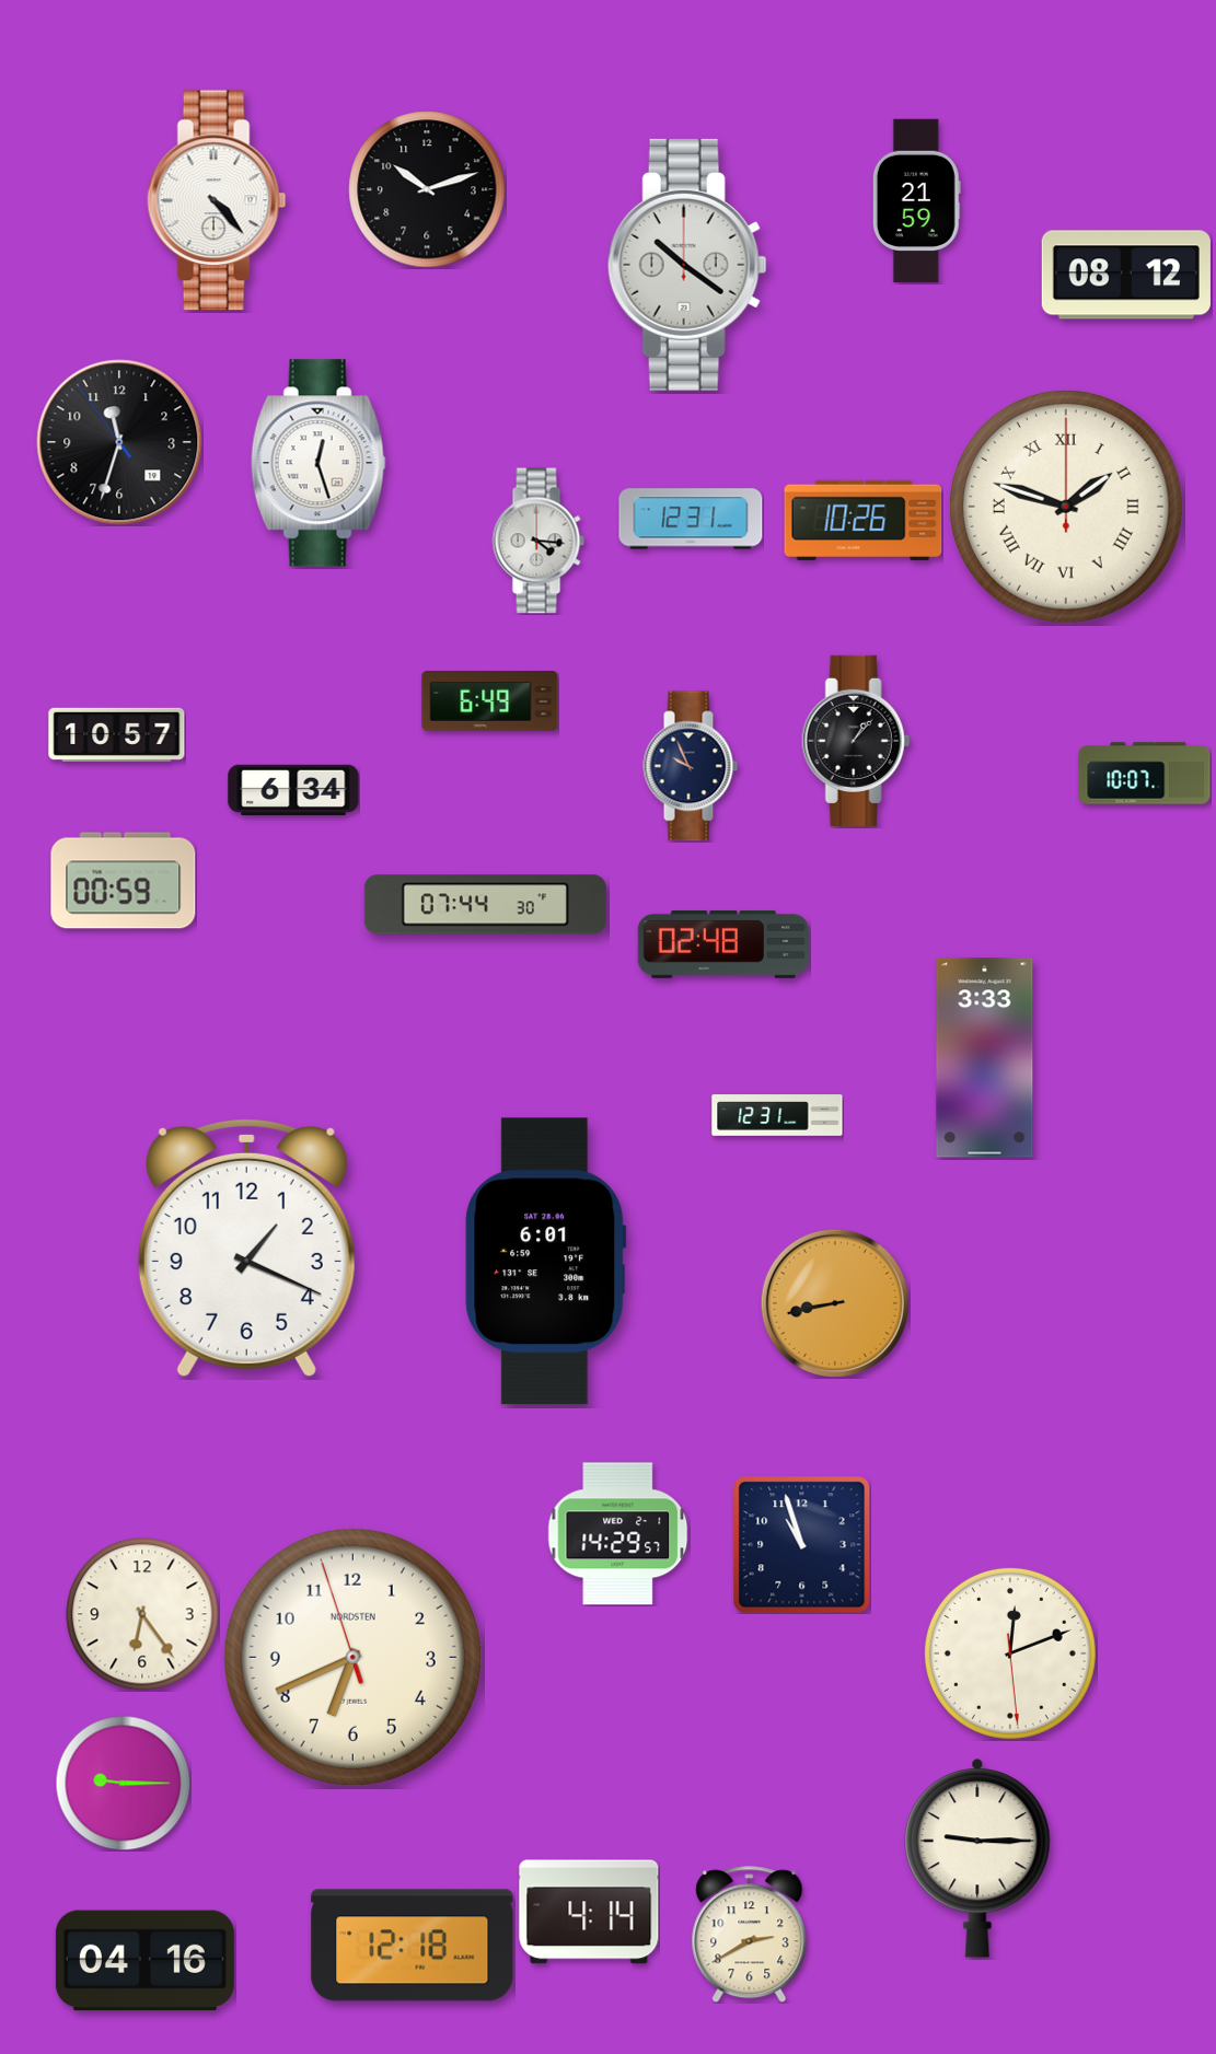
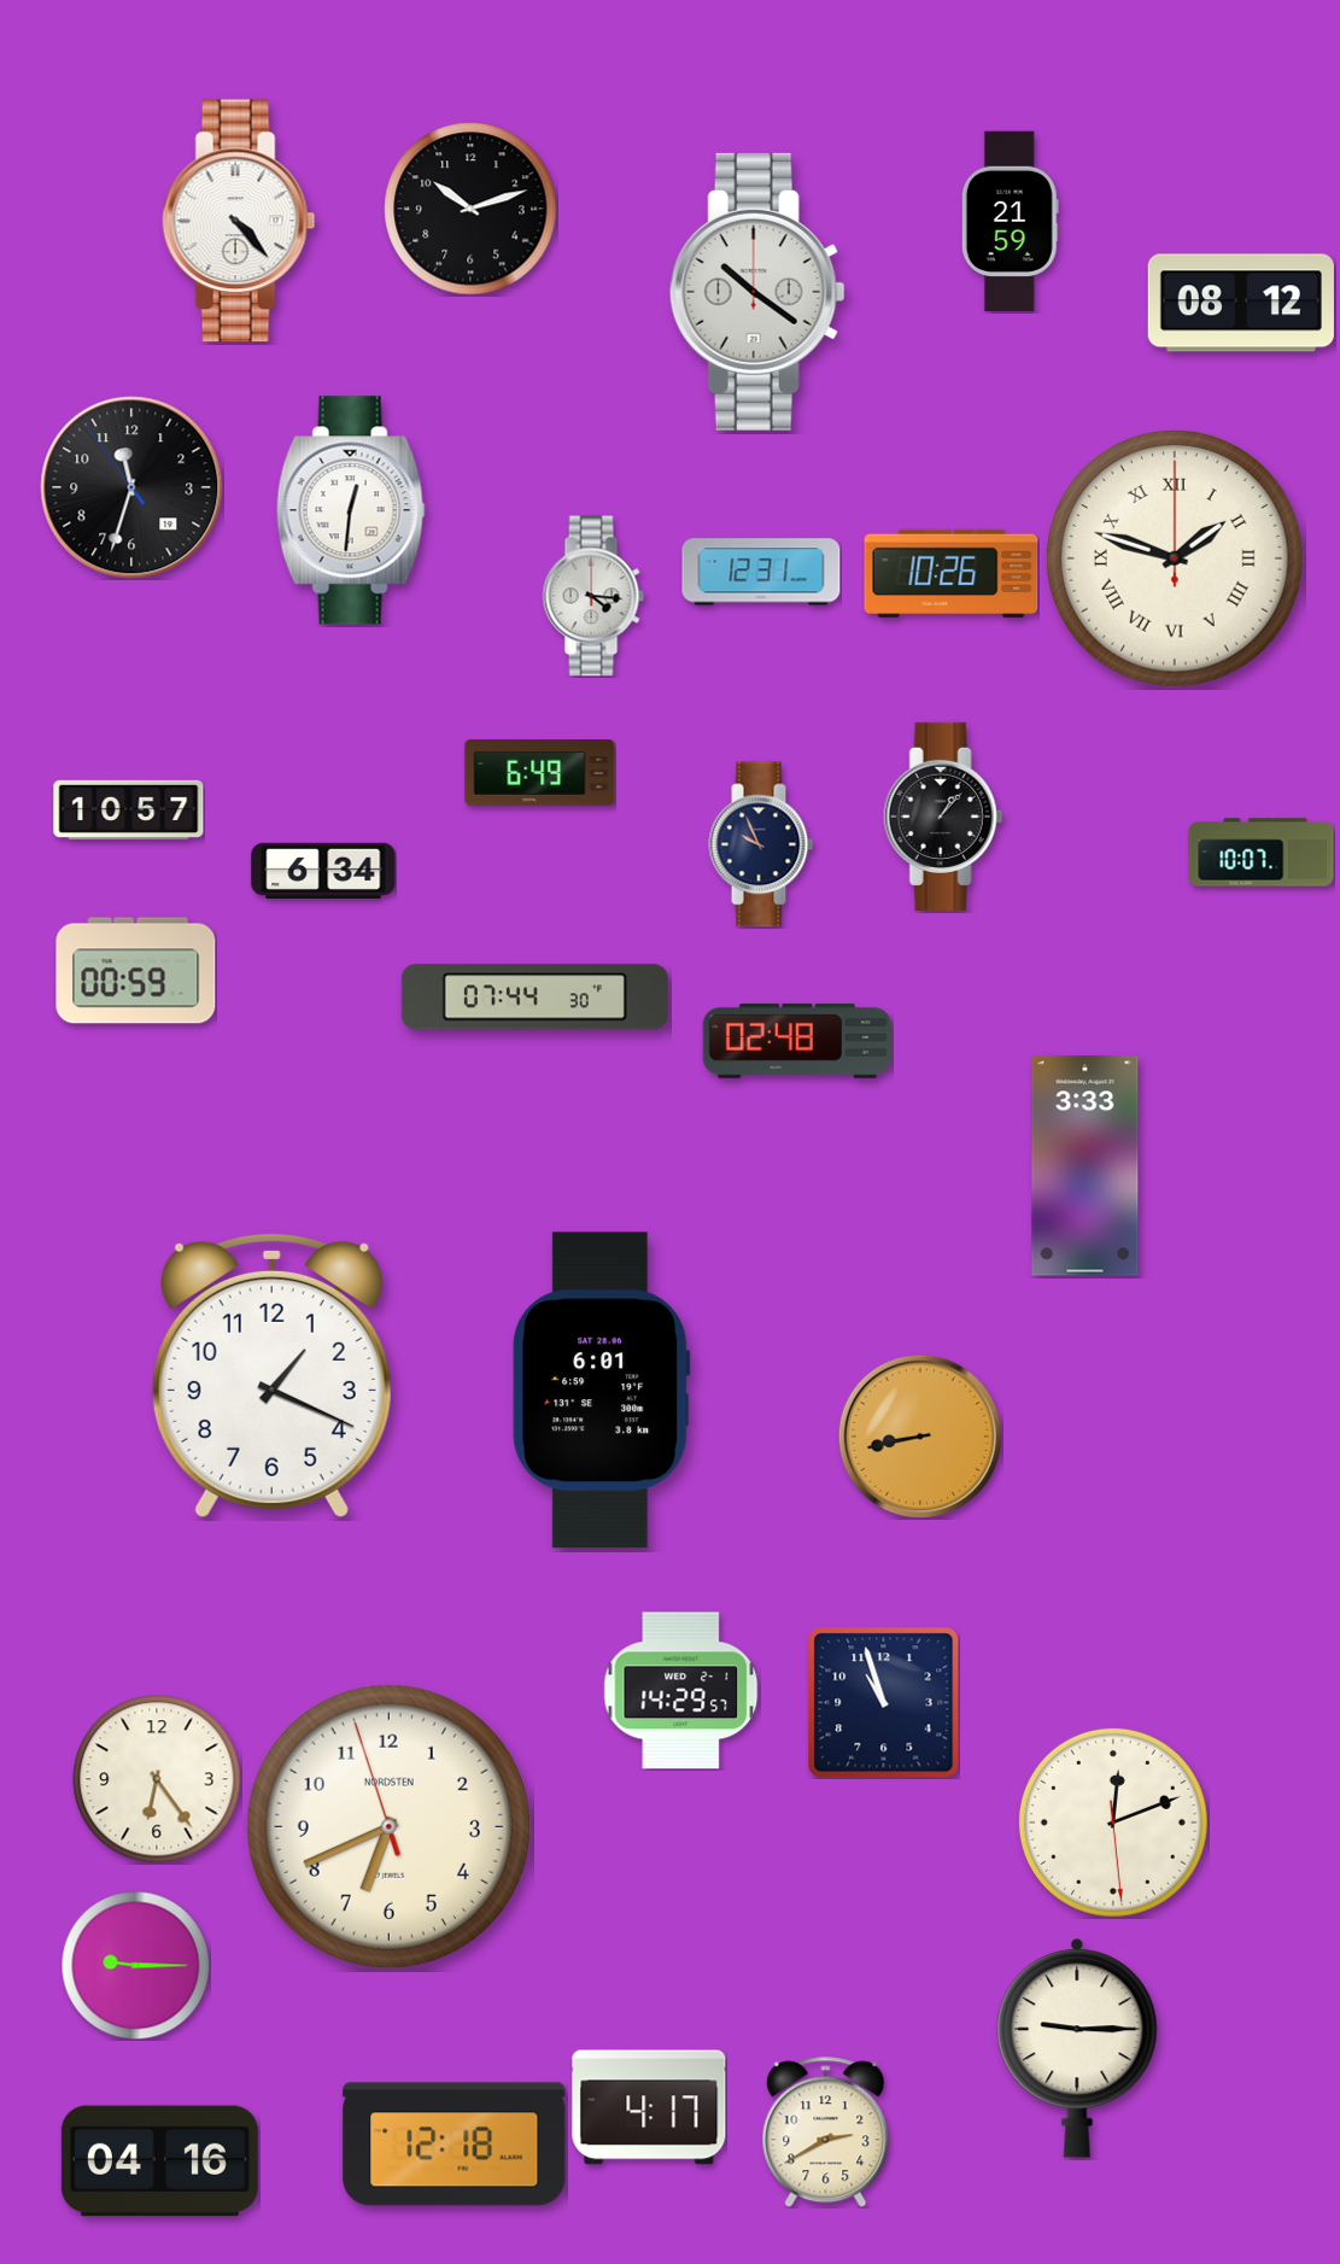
clock at (319, 463): 12:27 -> 12:31
clock at (777, 1115): 12:31 -> none
clock at (589, 1912): 4:14 -> 4:17
